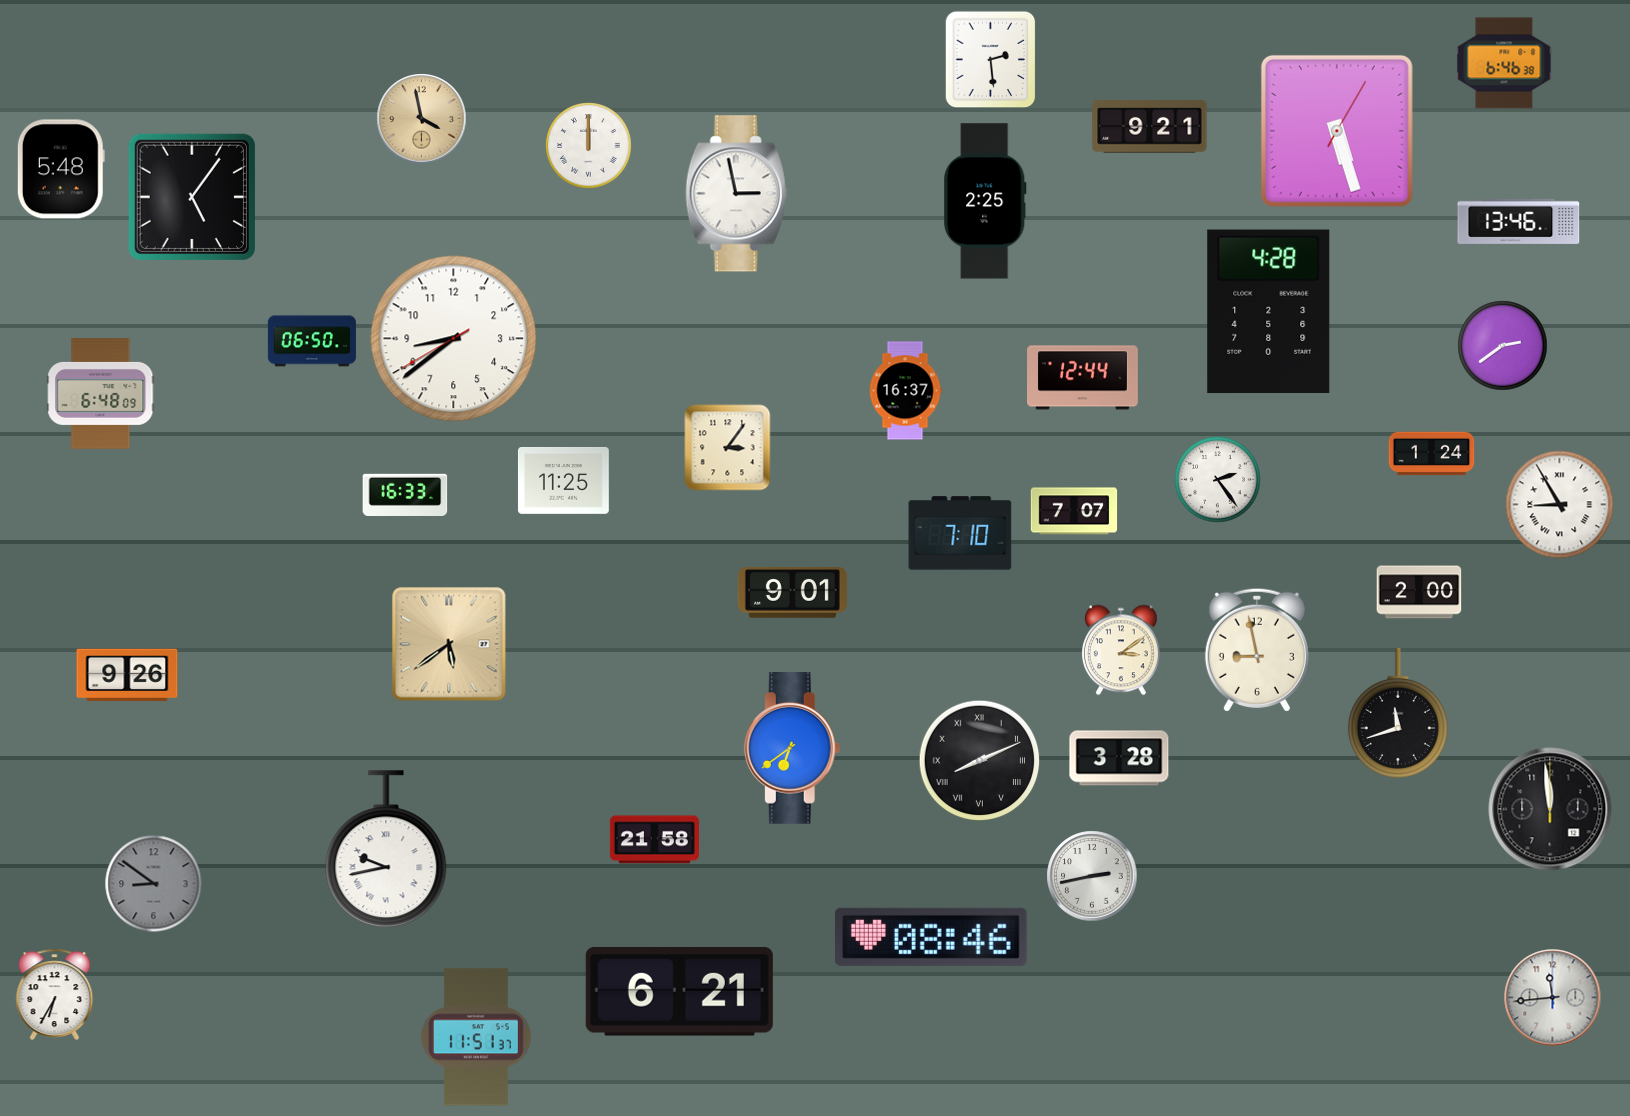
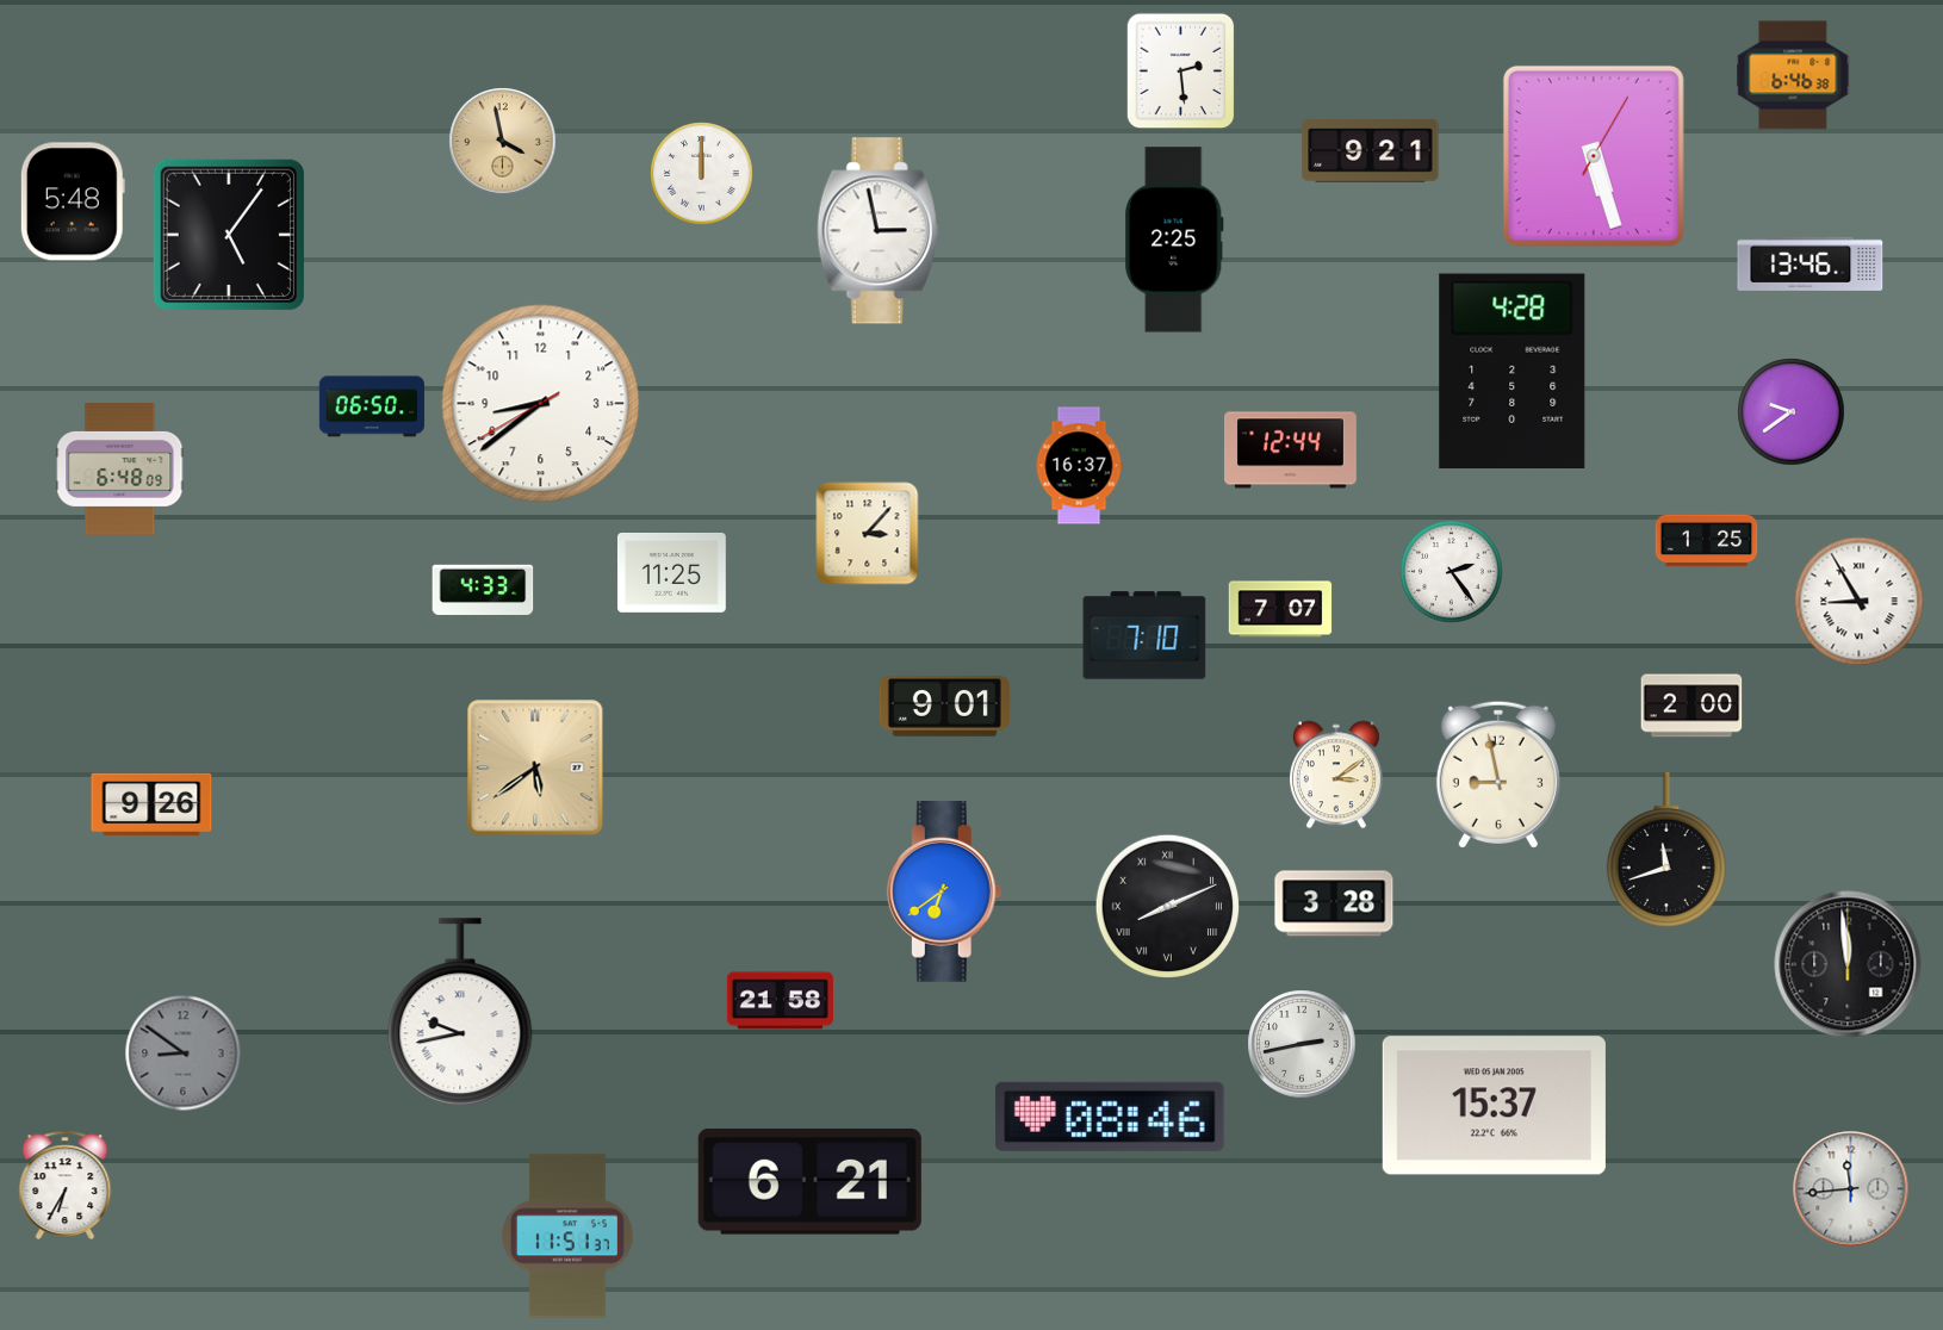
clock at (1503, 346): 2:39 -> 9:39
clock at (728, 448): 3:06 -> 3:07
clock at (1432, 454): 1:24 -> 1:25
clock at (405, 495): 16:33 -> 4:33
clock at (1494, 1106): none -> 15:37
